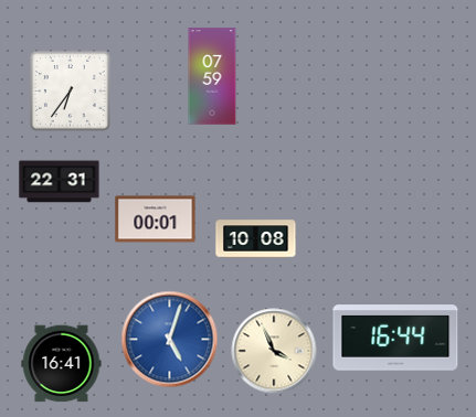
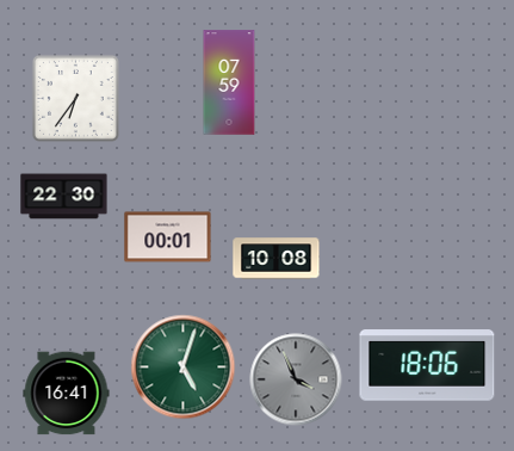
clock at (60, 182): 22:31 -> 22:30
clock at (395, 338): 16:44 -> 18:06
clock at (170, 340) dial: blue -> green
clock at (274, 351) dial: cream -> grey
